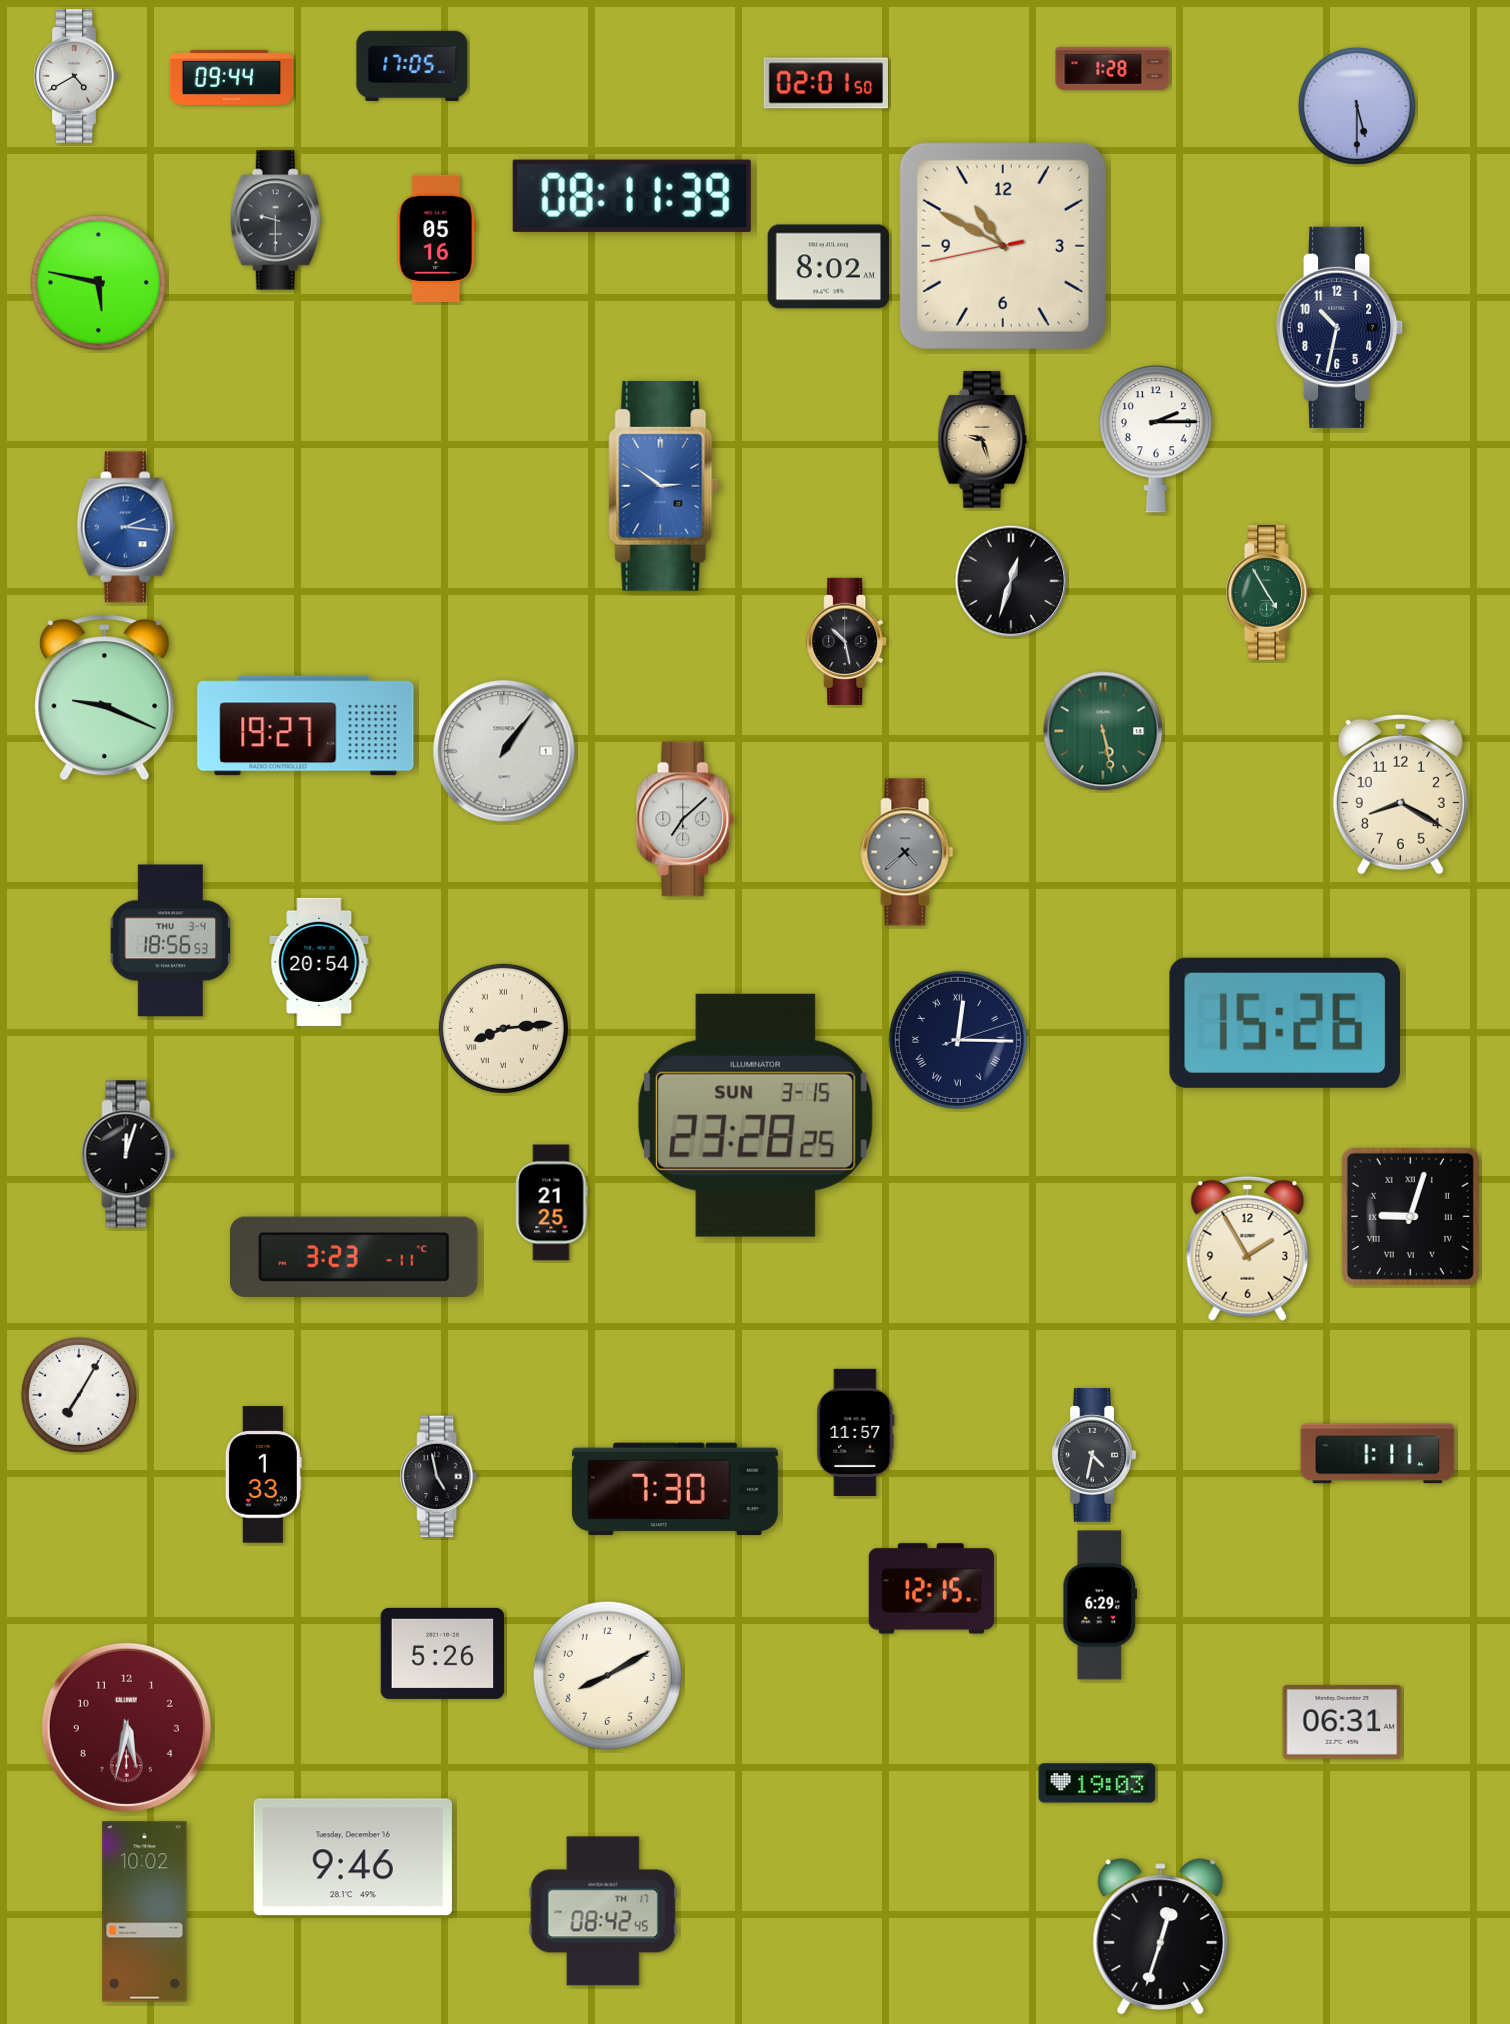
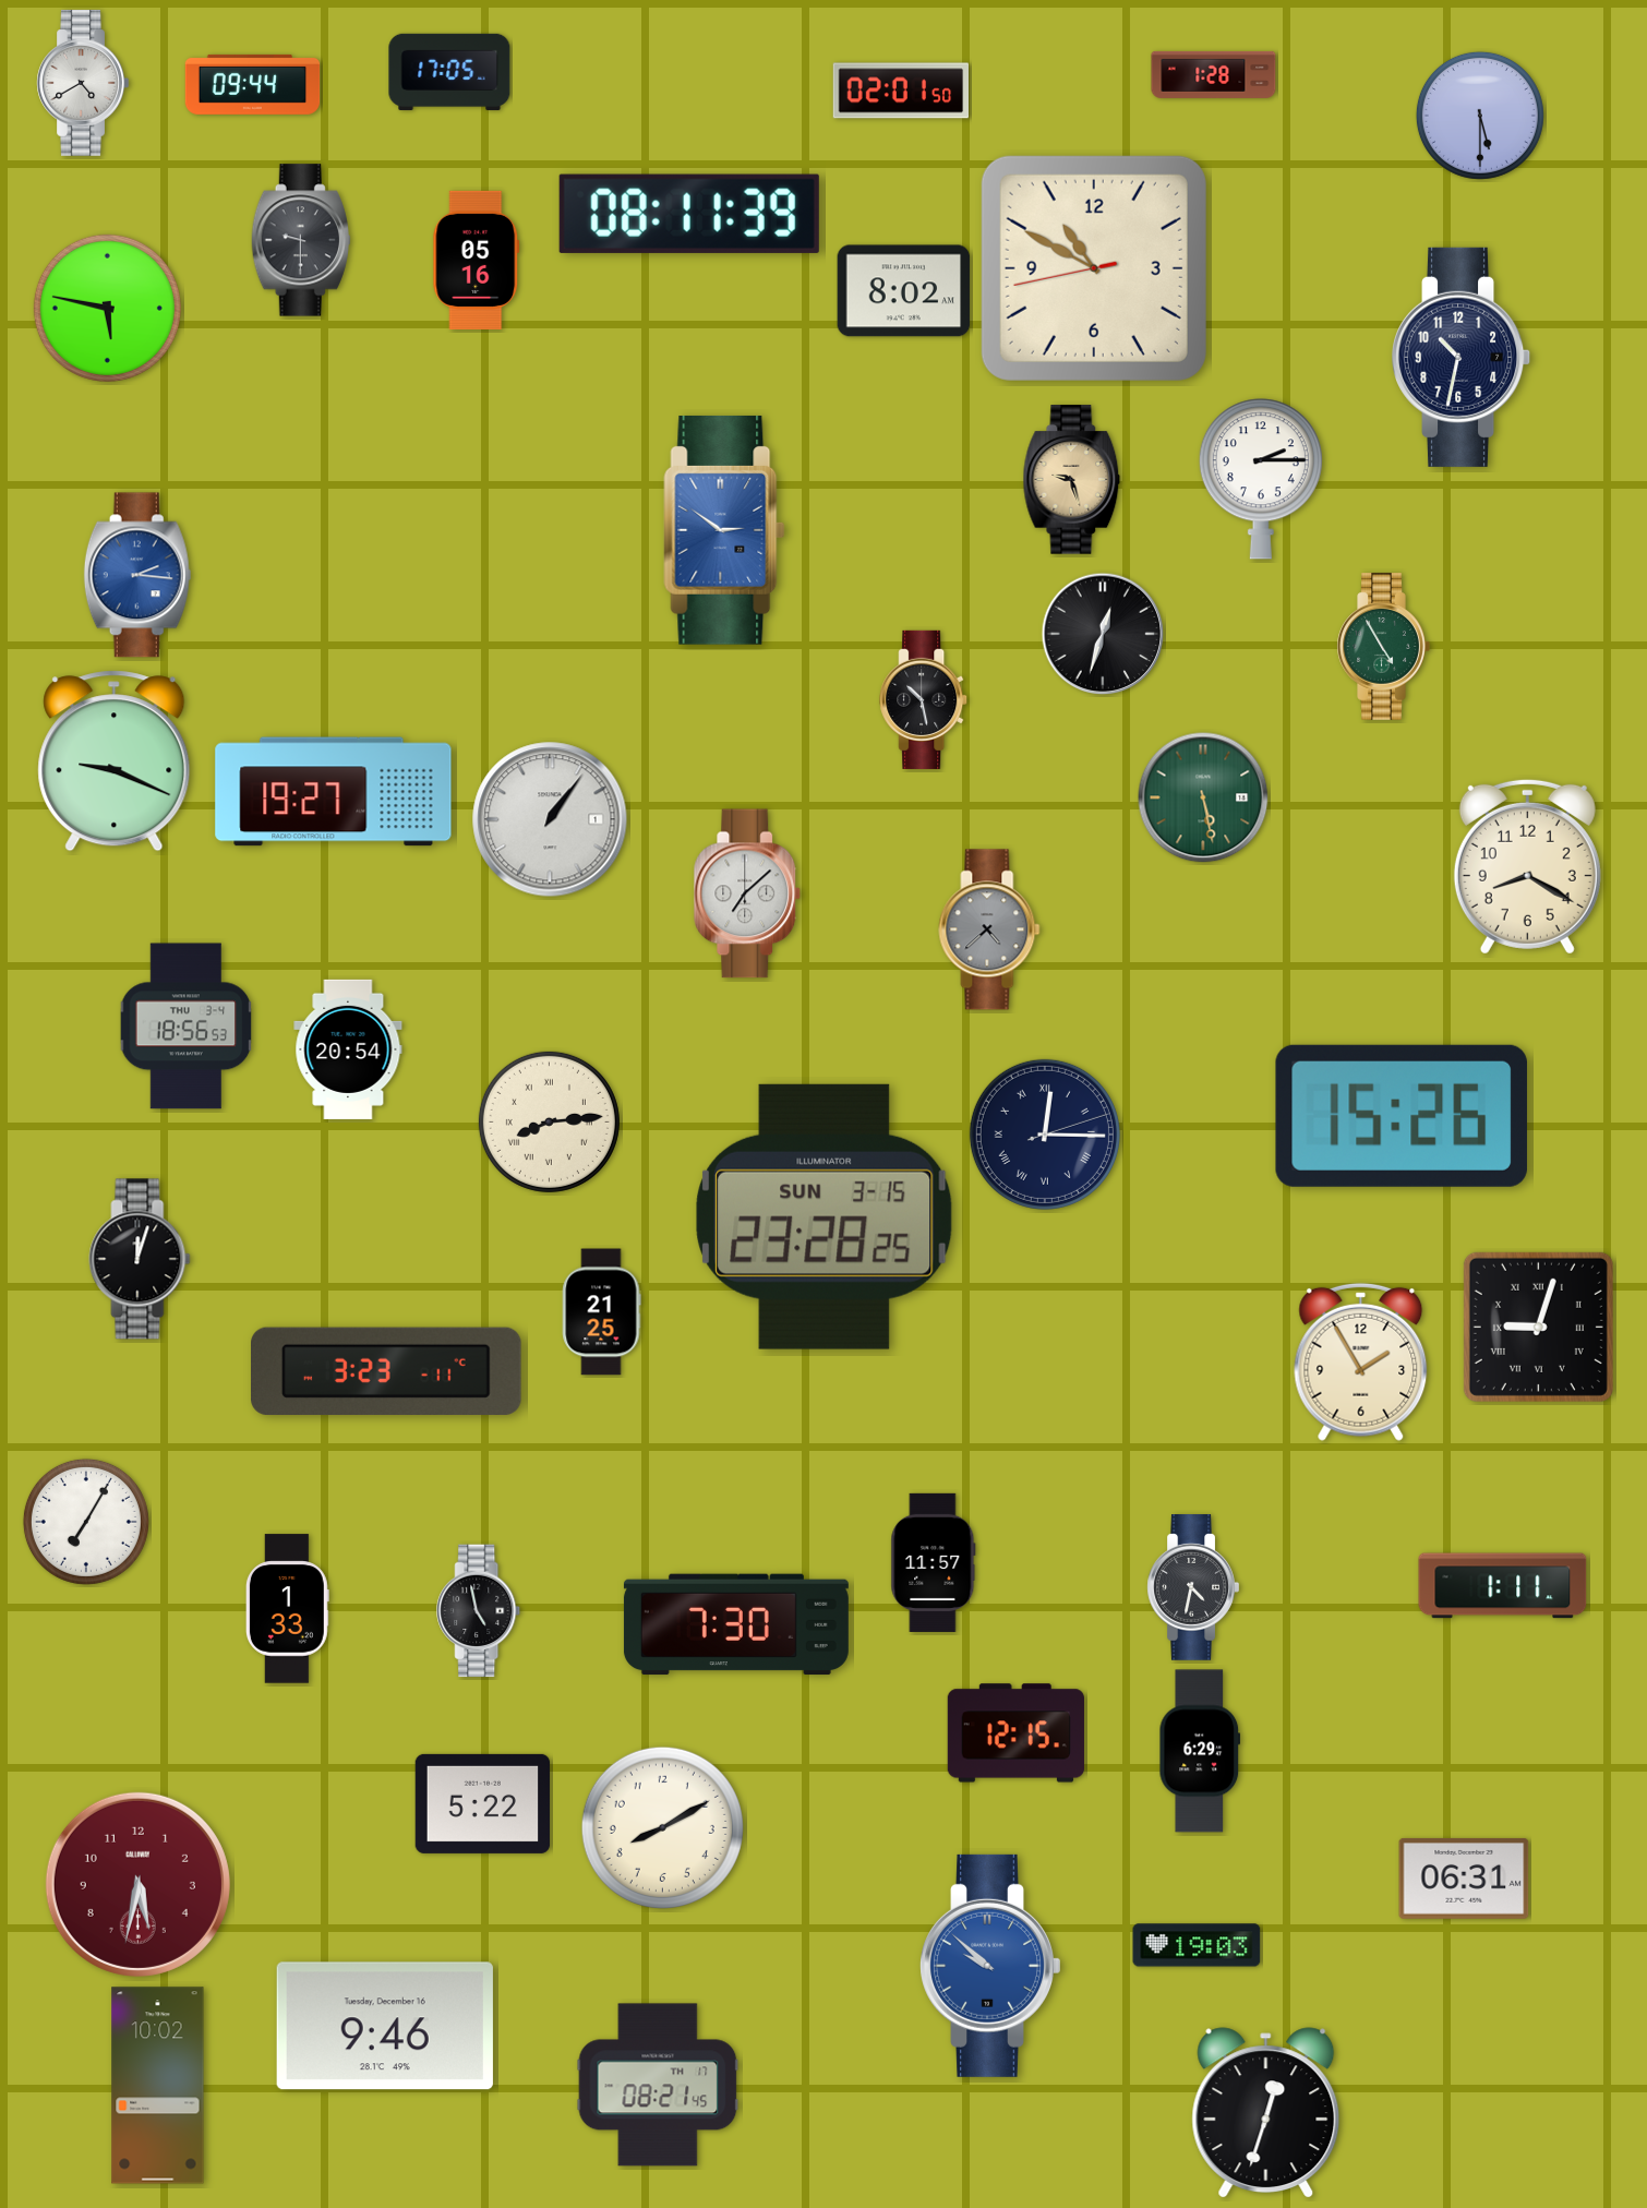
clock at (443, 1653): 5:26 -> 5:22
clock at (989, 1966): none -> 9:52
clock at (603, 1911): 08:42 -> 08:21
